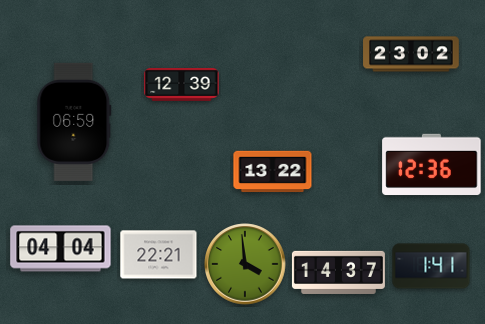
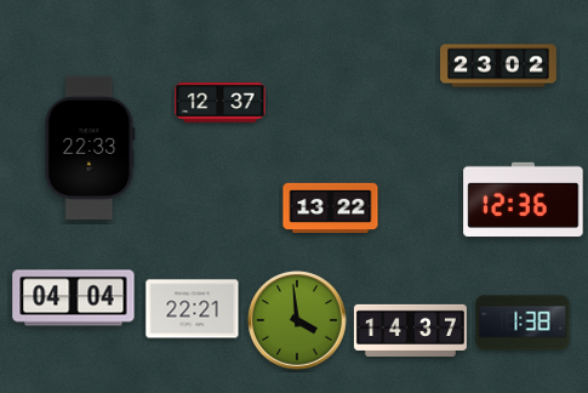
clock at (182, 85): 12:39 -> 12:37
clock at (74, 122): 06:59 -> 22:33
clock at (61, 249) position: (61, 249) -> (74, 298)
clock at (431, 266): 1:41 -> 1:38
